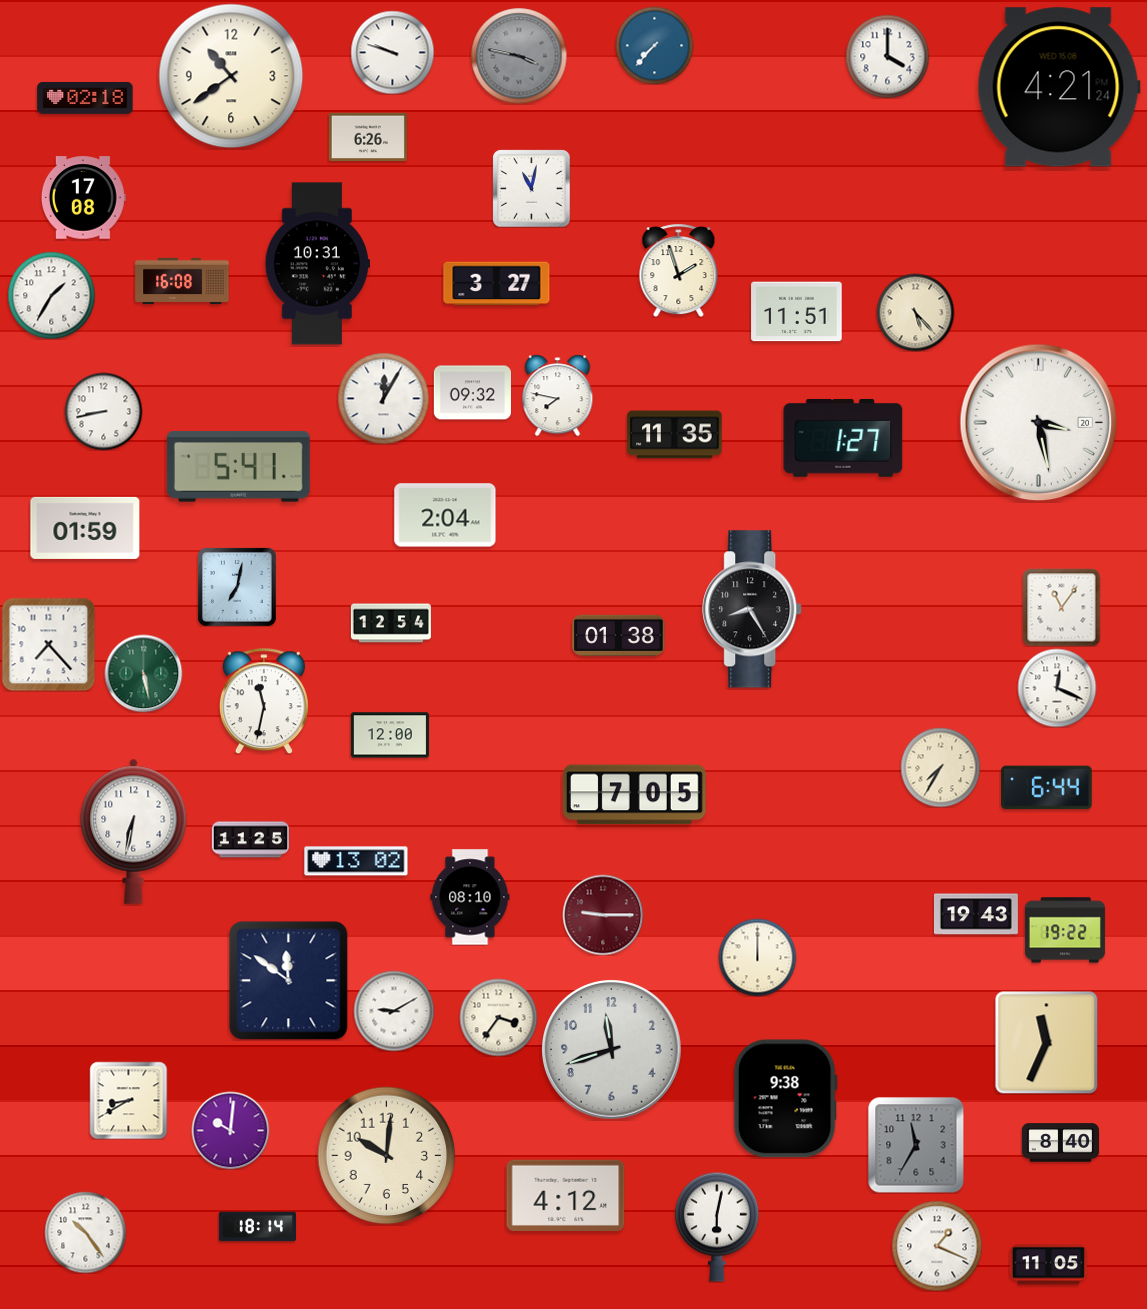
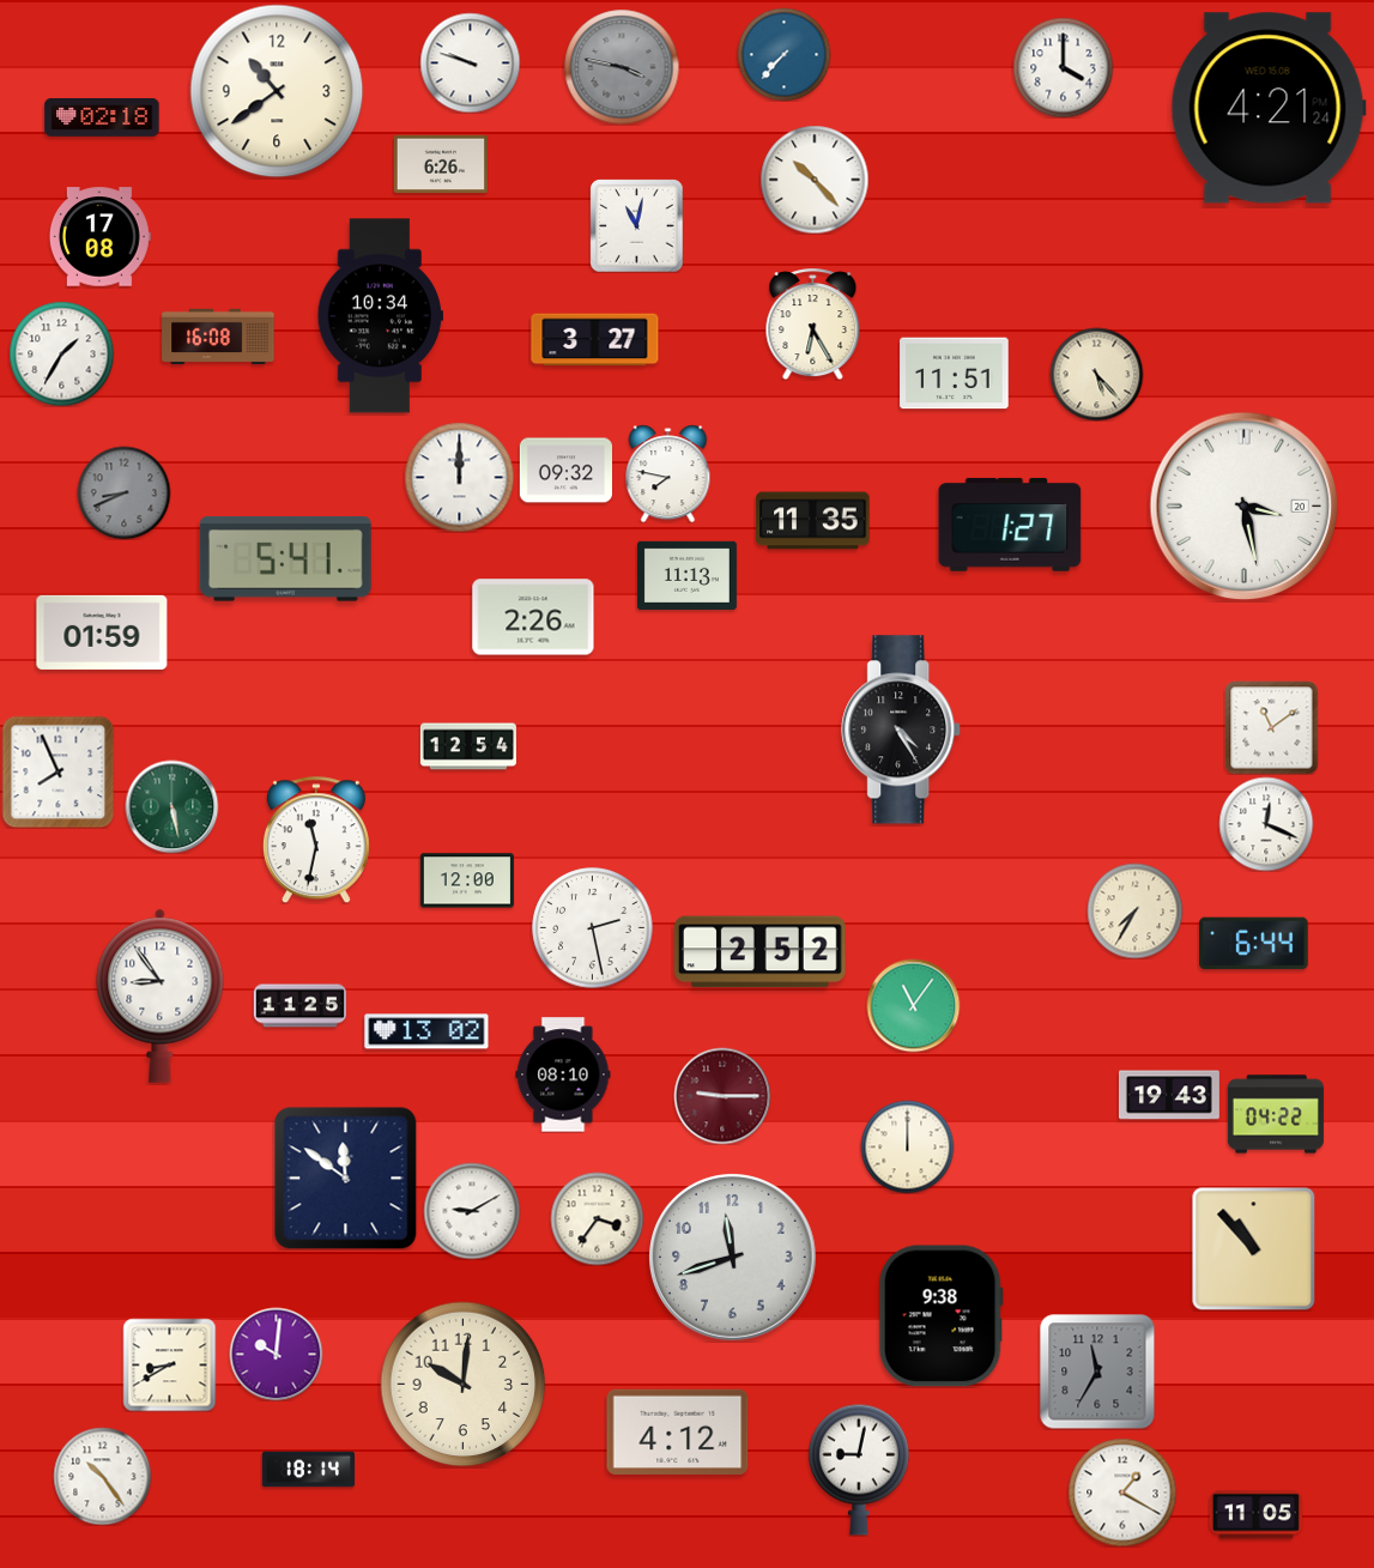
clock at (1059, 87) position: (1059, 87) -> (1269, 108)
clock at (815, 180): none -> 10:23
clock at (317, 264): 10:31 -> 10:34
clock at (679, 270): 1:57 -> 6:25
clock at (383, 398): 12:05 -> 12:00
clock at (103, 411): 8:43 -> 8:41
clock at (103, 411) dial: white -> grey
clock at (675, 435) position: (675, 435) -> (813, 521)
clock at (686, 575): none -> 11:13
clock at (445, 515): 2:04 -> 2:26
clock at (237, 587): 7:02 -> none
clock at (1061, 607): 11:06 -> 11:09
clock at (753, 609): 8:25 -> 4:25
clock at (619, 635): 01:38 -> none
clock at (48, 644): 7:23 -> 7:56
clock at (940, 767) position: (940, 767) -> (1134, 910)
clock at (593, 928): none -> 2:28
clock at (634, 795): 7:05 -> 2:52
clock at (134, 831): 6:32 -> 8:54
clock at (913, 1005): none -> 11:06
clock at (1065, 930): 19:22 -> 04:22
clock at (289, 981) position: (289, 981) -> (346, 1179)
clock at (1046, 1042): 11:34 -> 10:53
clock at (128, 1100) position: (128, 1100) -> (169, 1364)
clock at (1060, 1143): 8:40 -> none
clock at (717, 1227): 6:02 -> 9:02
clock at (937, 1246): 1:19 -> 1:20
